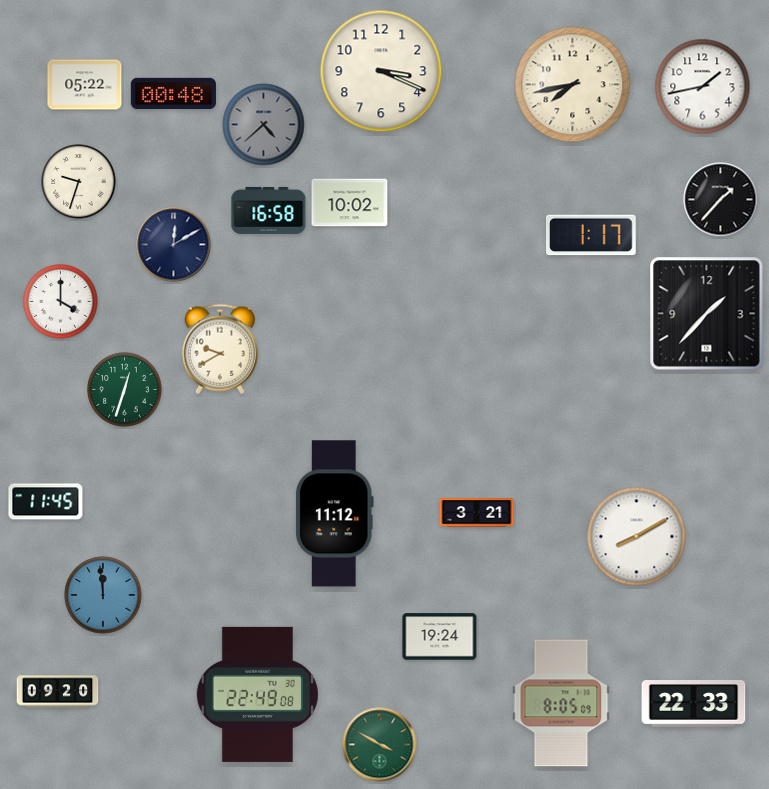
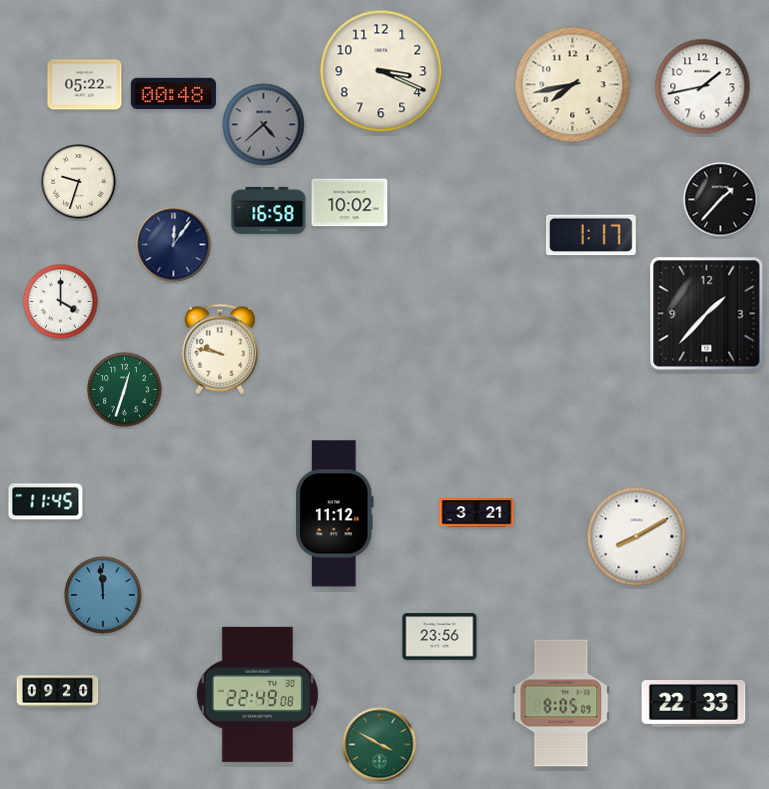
clock at (174, 245): 12:10 -> 12:06
clock at (220, 349): 9:40 -> 9:47
clock at (440, 637): 19:24 -> 23:56
